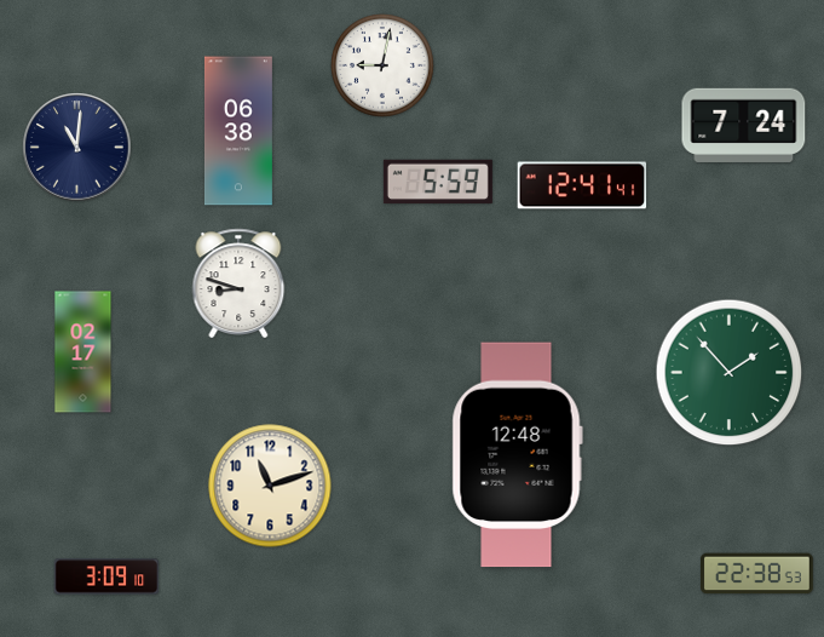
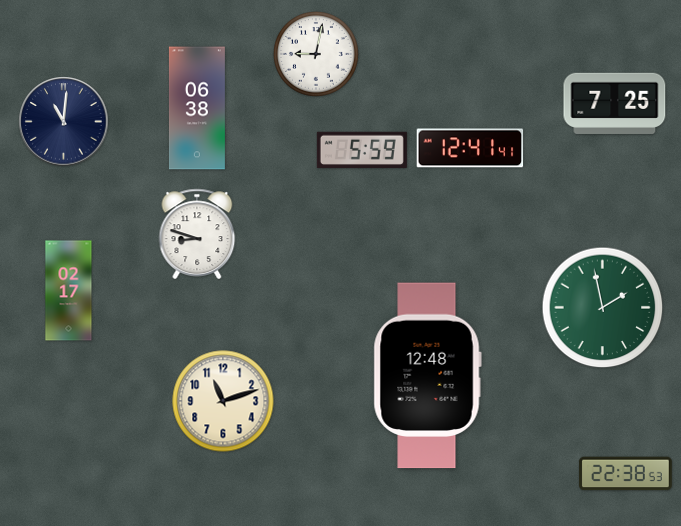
clock at (744, 125): 7:24 -> 7:25
clock at (582, 185) position: (582, 185) -> (470, 148)
clock at (730, 373): 1:53 -> 1:58
clock at (106, 576): 3:09 -> none
